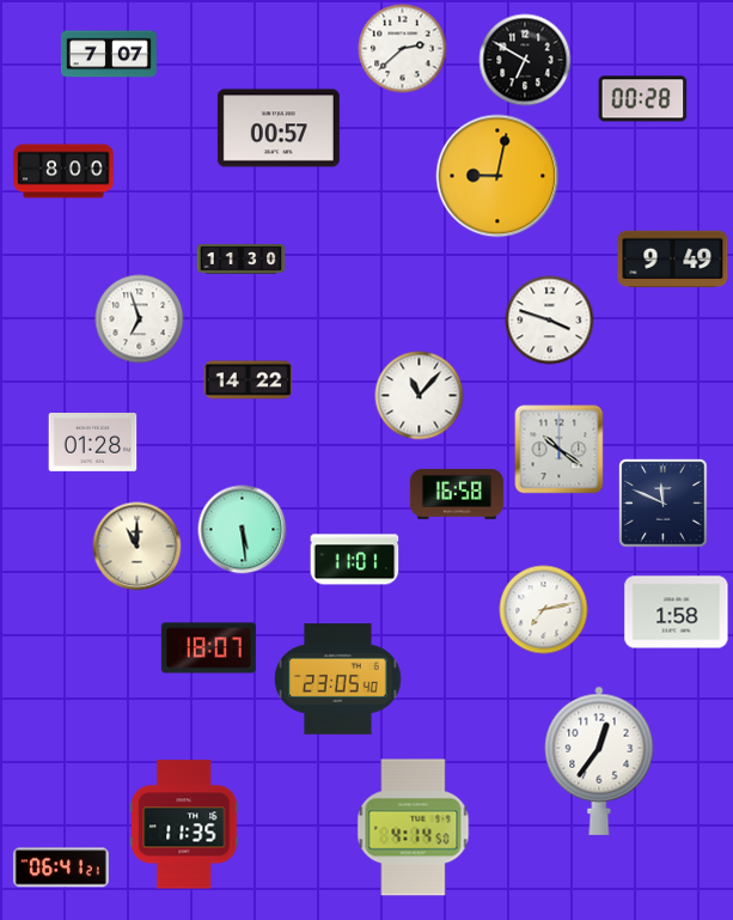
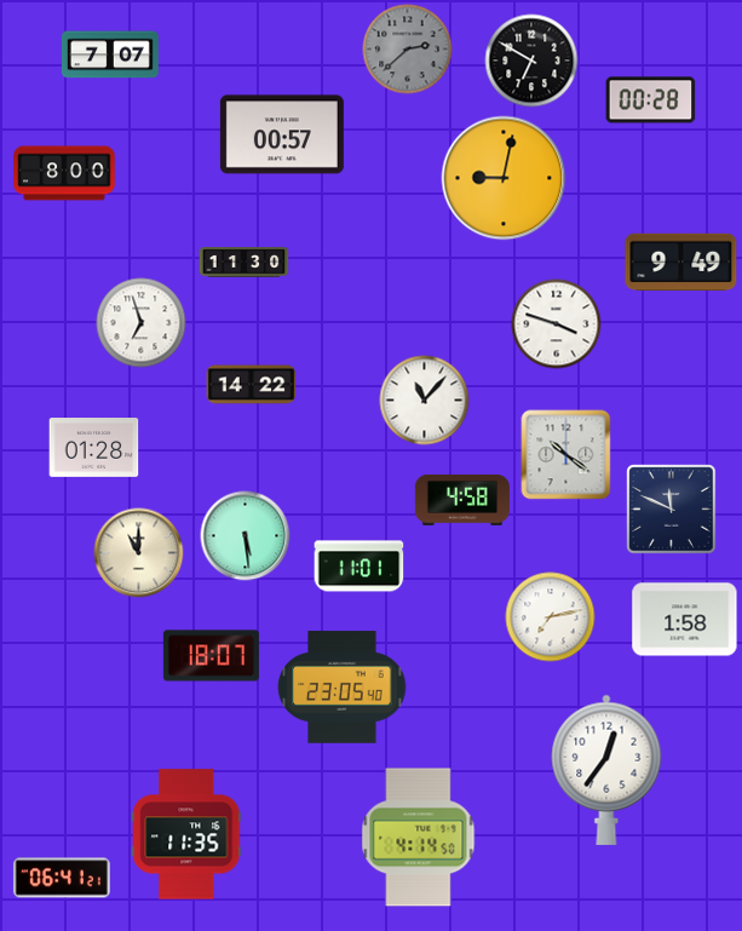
clock at (403, 49) dial: white -> grey
clock at (279, 128) position: (279, 128) -> (282, 134)
clock at (457, 494): 16:58 -> 4:58
